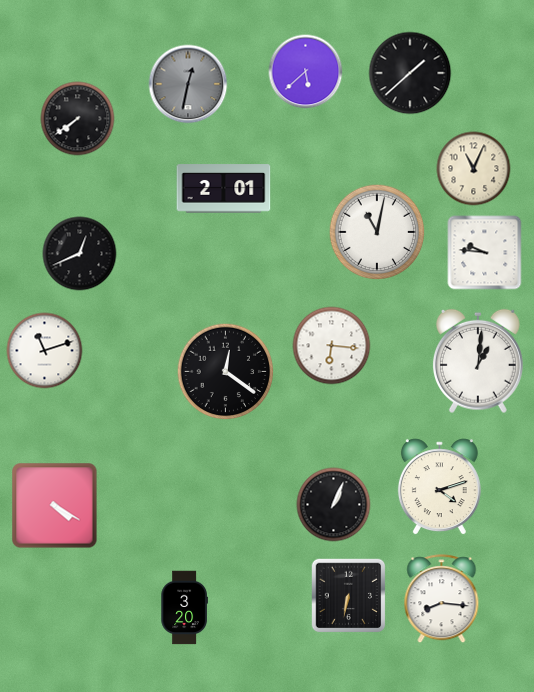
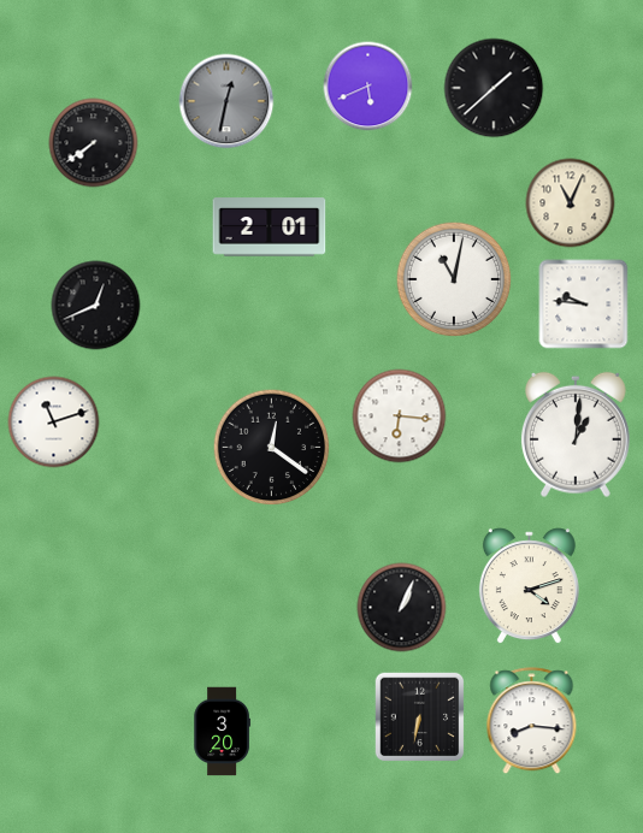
clock at (306, 72): 5:38 -> 5:41
clock at (55, 506): 4:20 -> none
